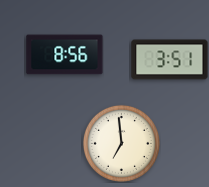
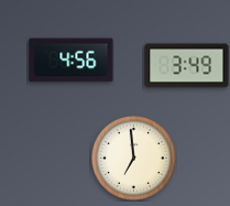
clock at (65, 55): 8:56 -> 4:56
clock at (170, 60): 3:51 -> 3:49
